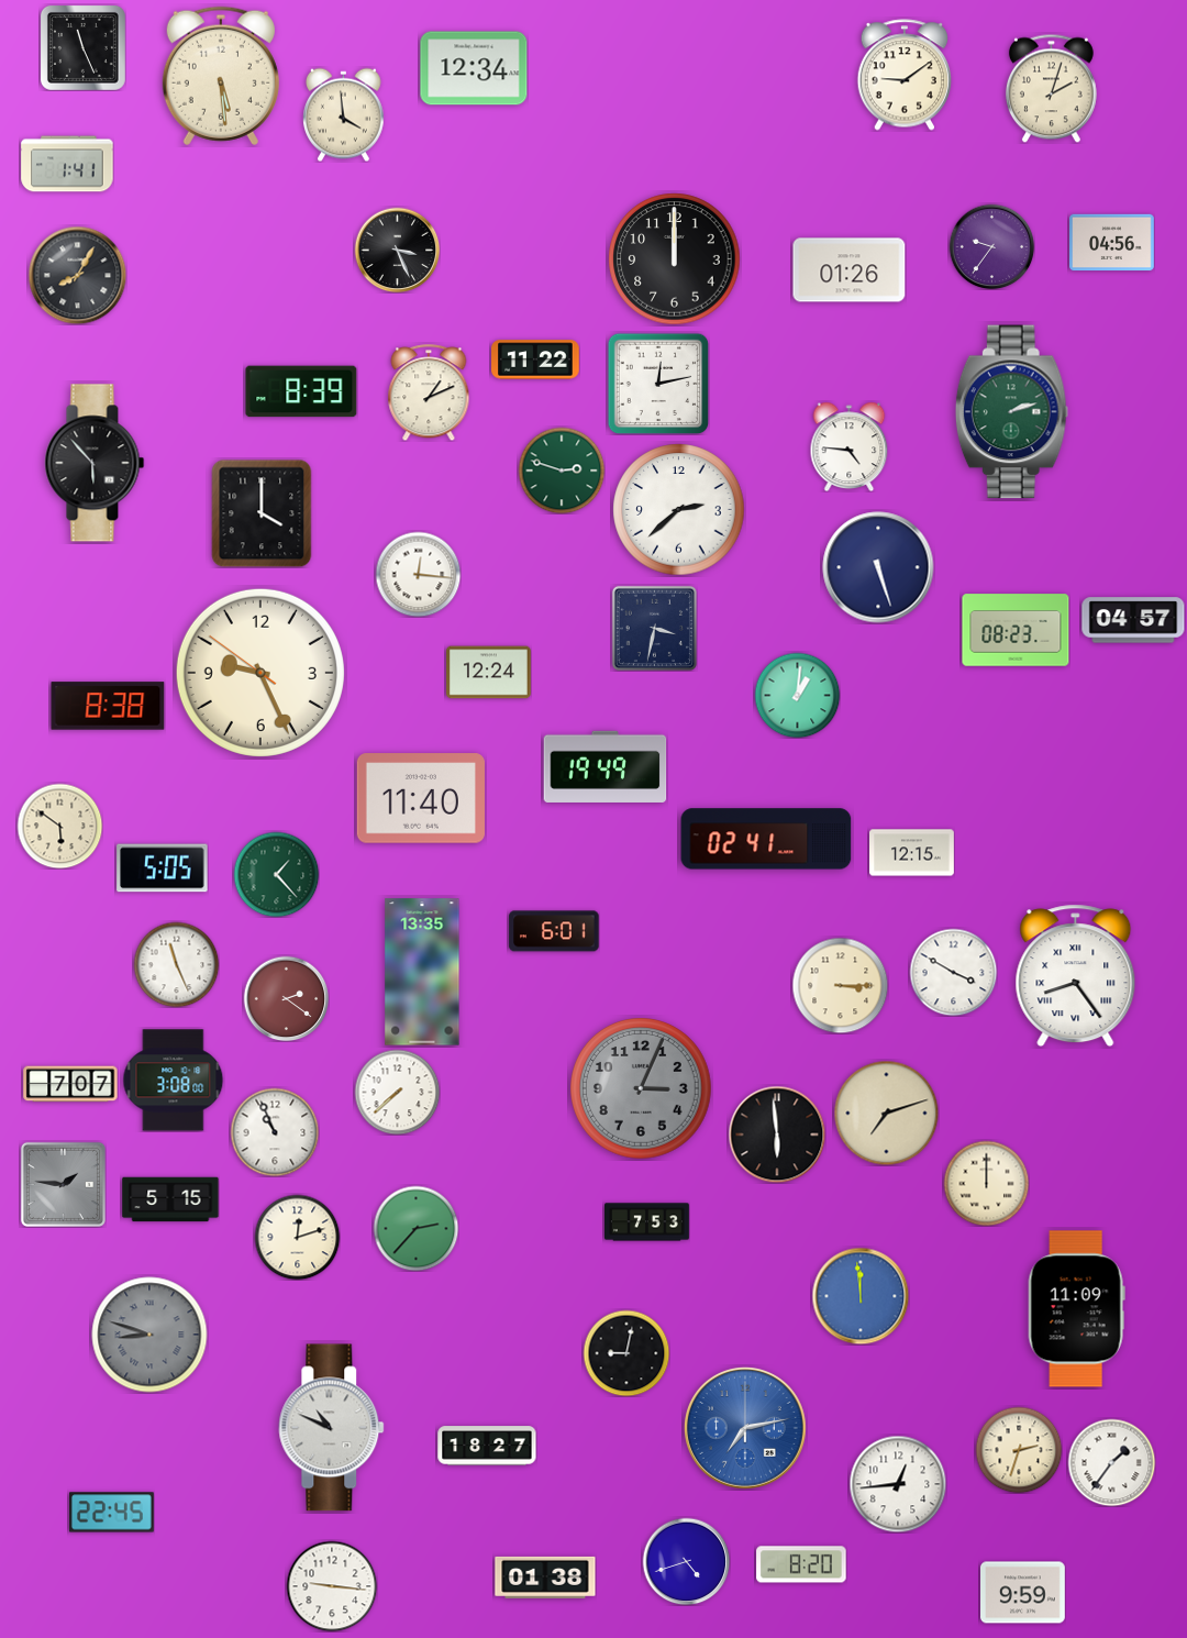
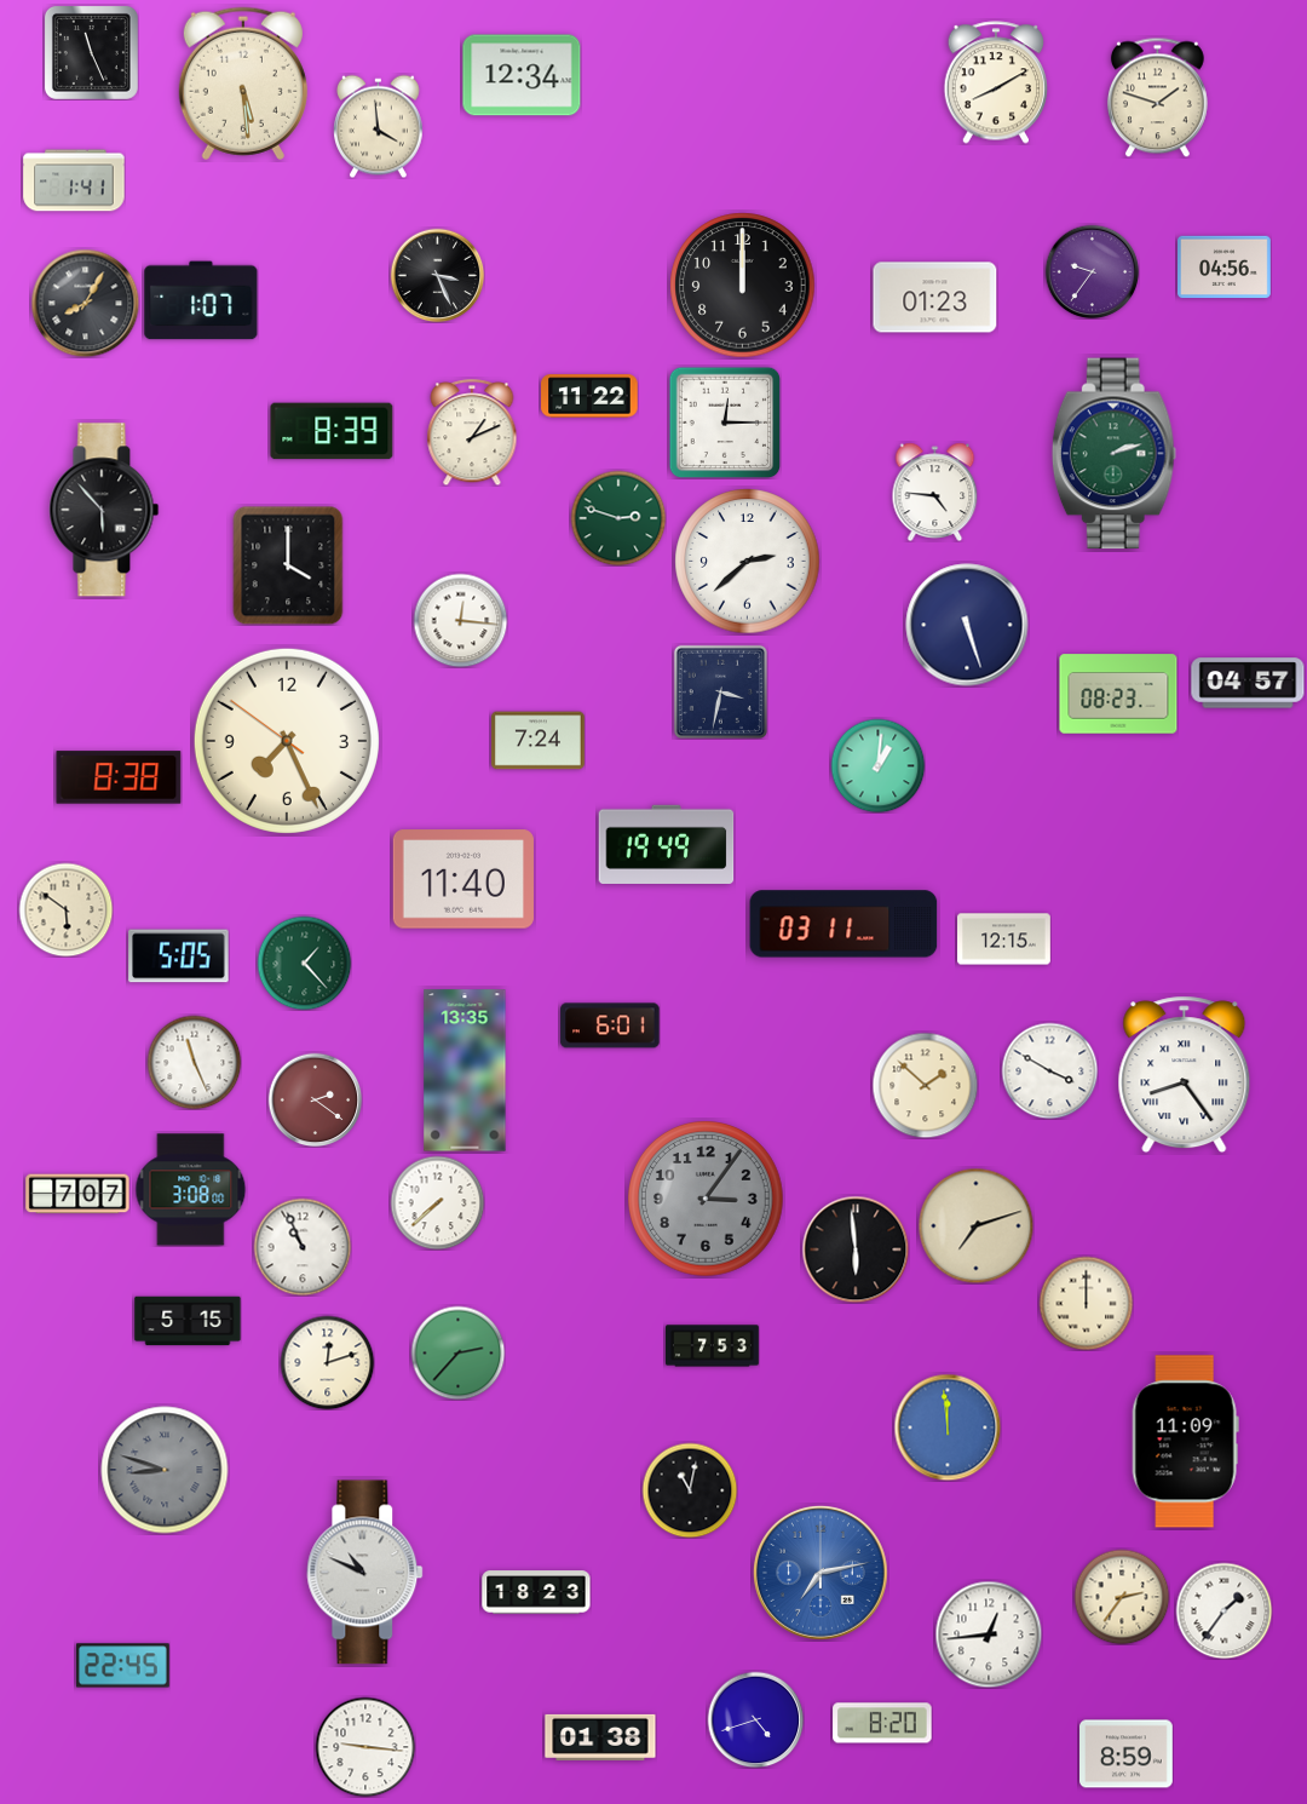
clock at (905, 75): 9:09 -> 8:10
clock at (1051, 88): 2:03 -> 1:48
clock at (850, 270): 01:26 -> 01:23
clock at (201, 300): none -> 1:07
clock at (658, 384): 12:13 -> 12:15
clock at (418, 574) position: (418, 574) -> (460, 620)
clock at (260, 673): 9:25 -> 7:25
clock at (489, 673): 12:24 -> 7:24
clock at (766, 839): 02:41 -> 03:11
clock at (840, 985): 3:15 -> 1:52
clock at (641, 1088): 3:04 -> 3:06
clock at (63, 1184): 1:46 -> none
clock at (626, 1353): 9:02 -> 11:02
clock at (487, 1446): 18:27 -> 18:23
clock at (1019, 1450): 2:33 -> 2:36
clock at (1023, 1593): 9:59 -> 8:59
